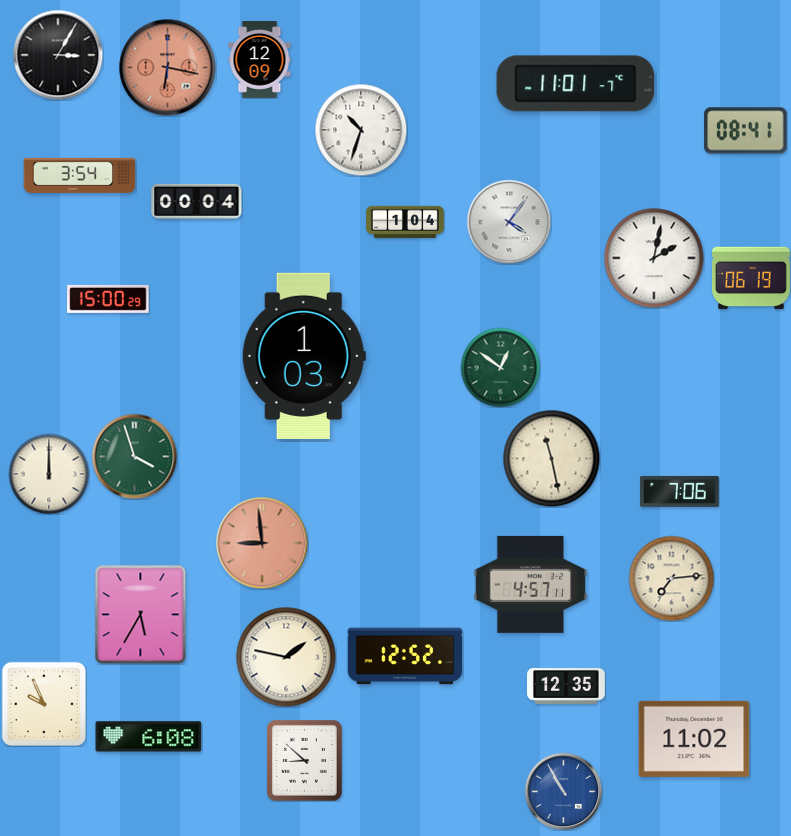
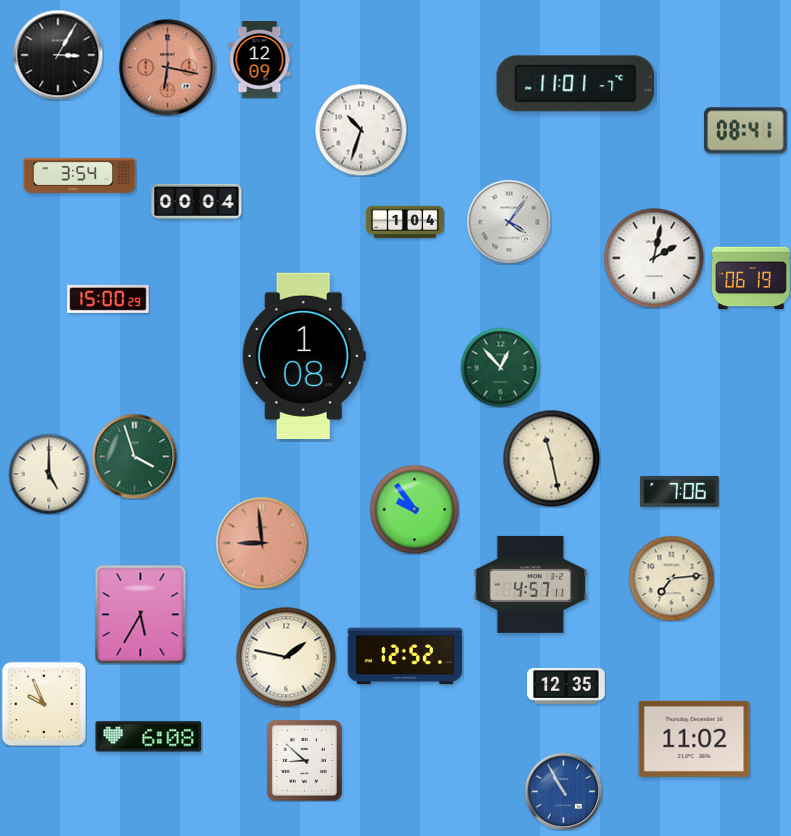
clock at (304, 355): 1:03 -> 1:08
clock at (500, 367): 12:51 -> 12:53
clock at (49, 474): 12:00 -> 5:00
clock at (414, 509): none -> 9:54
